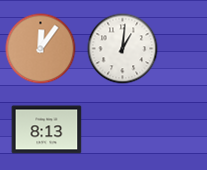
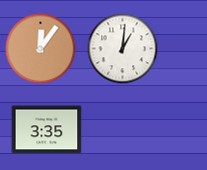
clock at (47, 130): 8:13 -> 3:35
